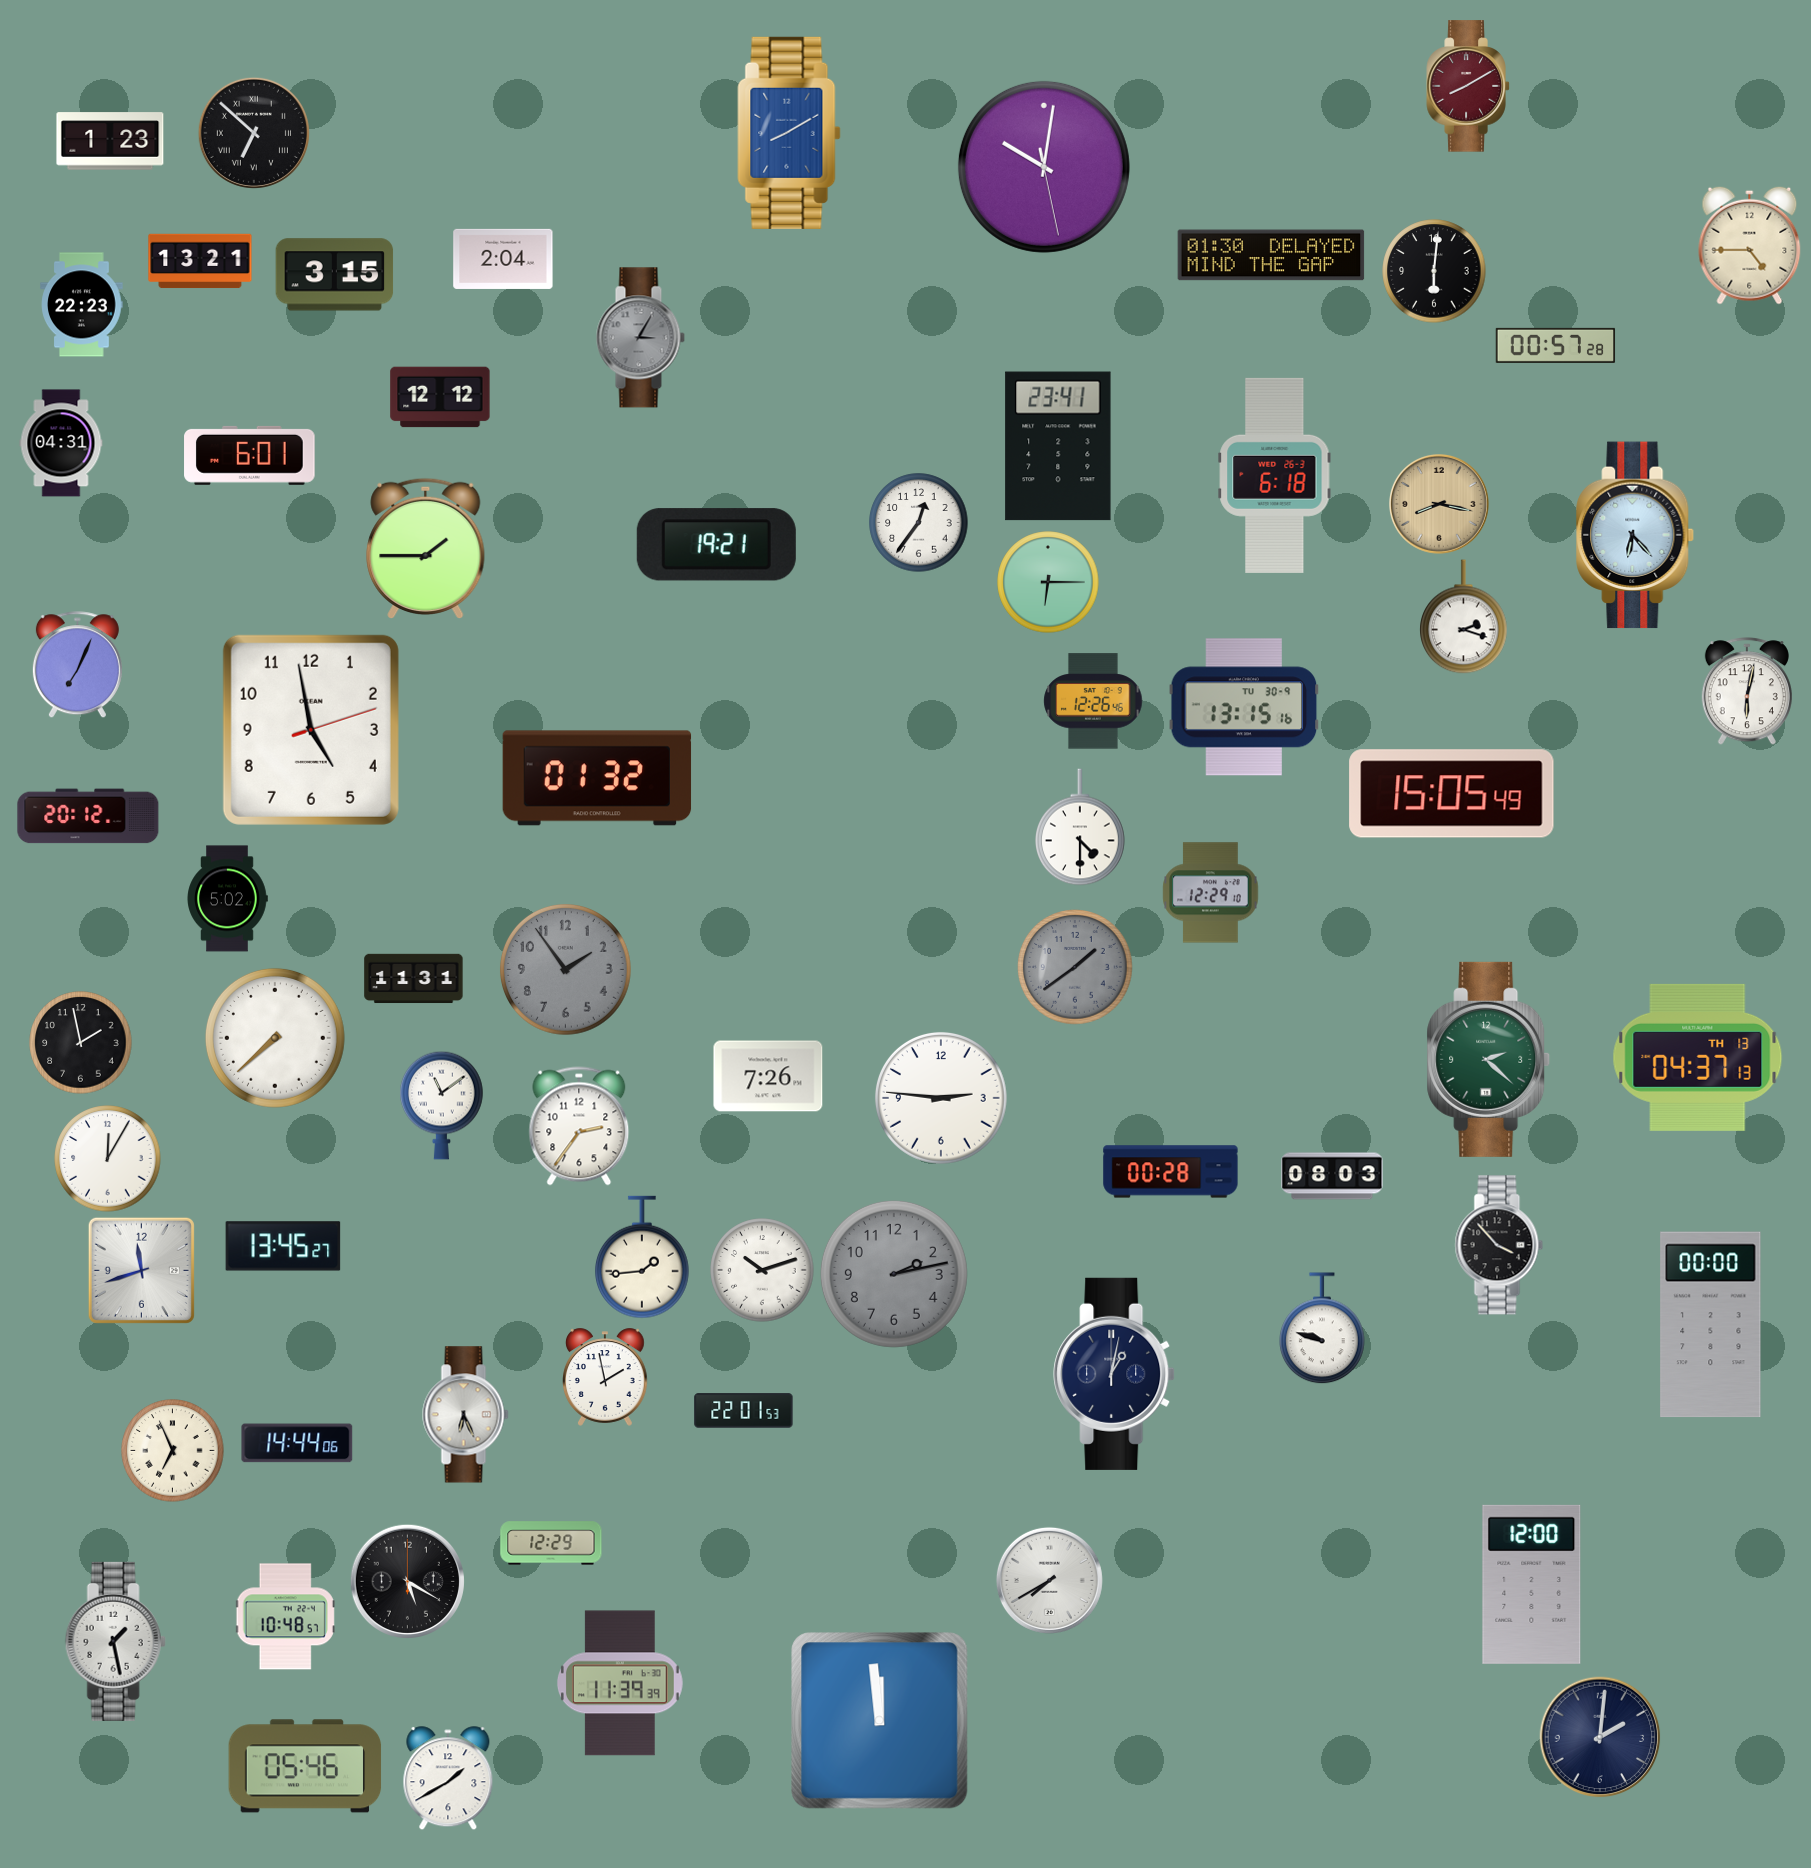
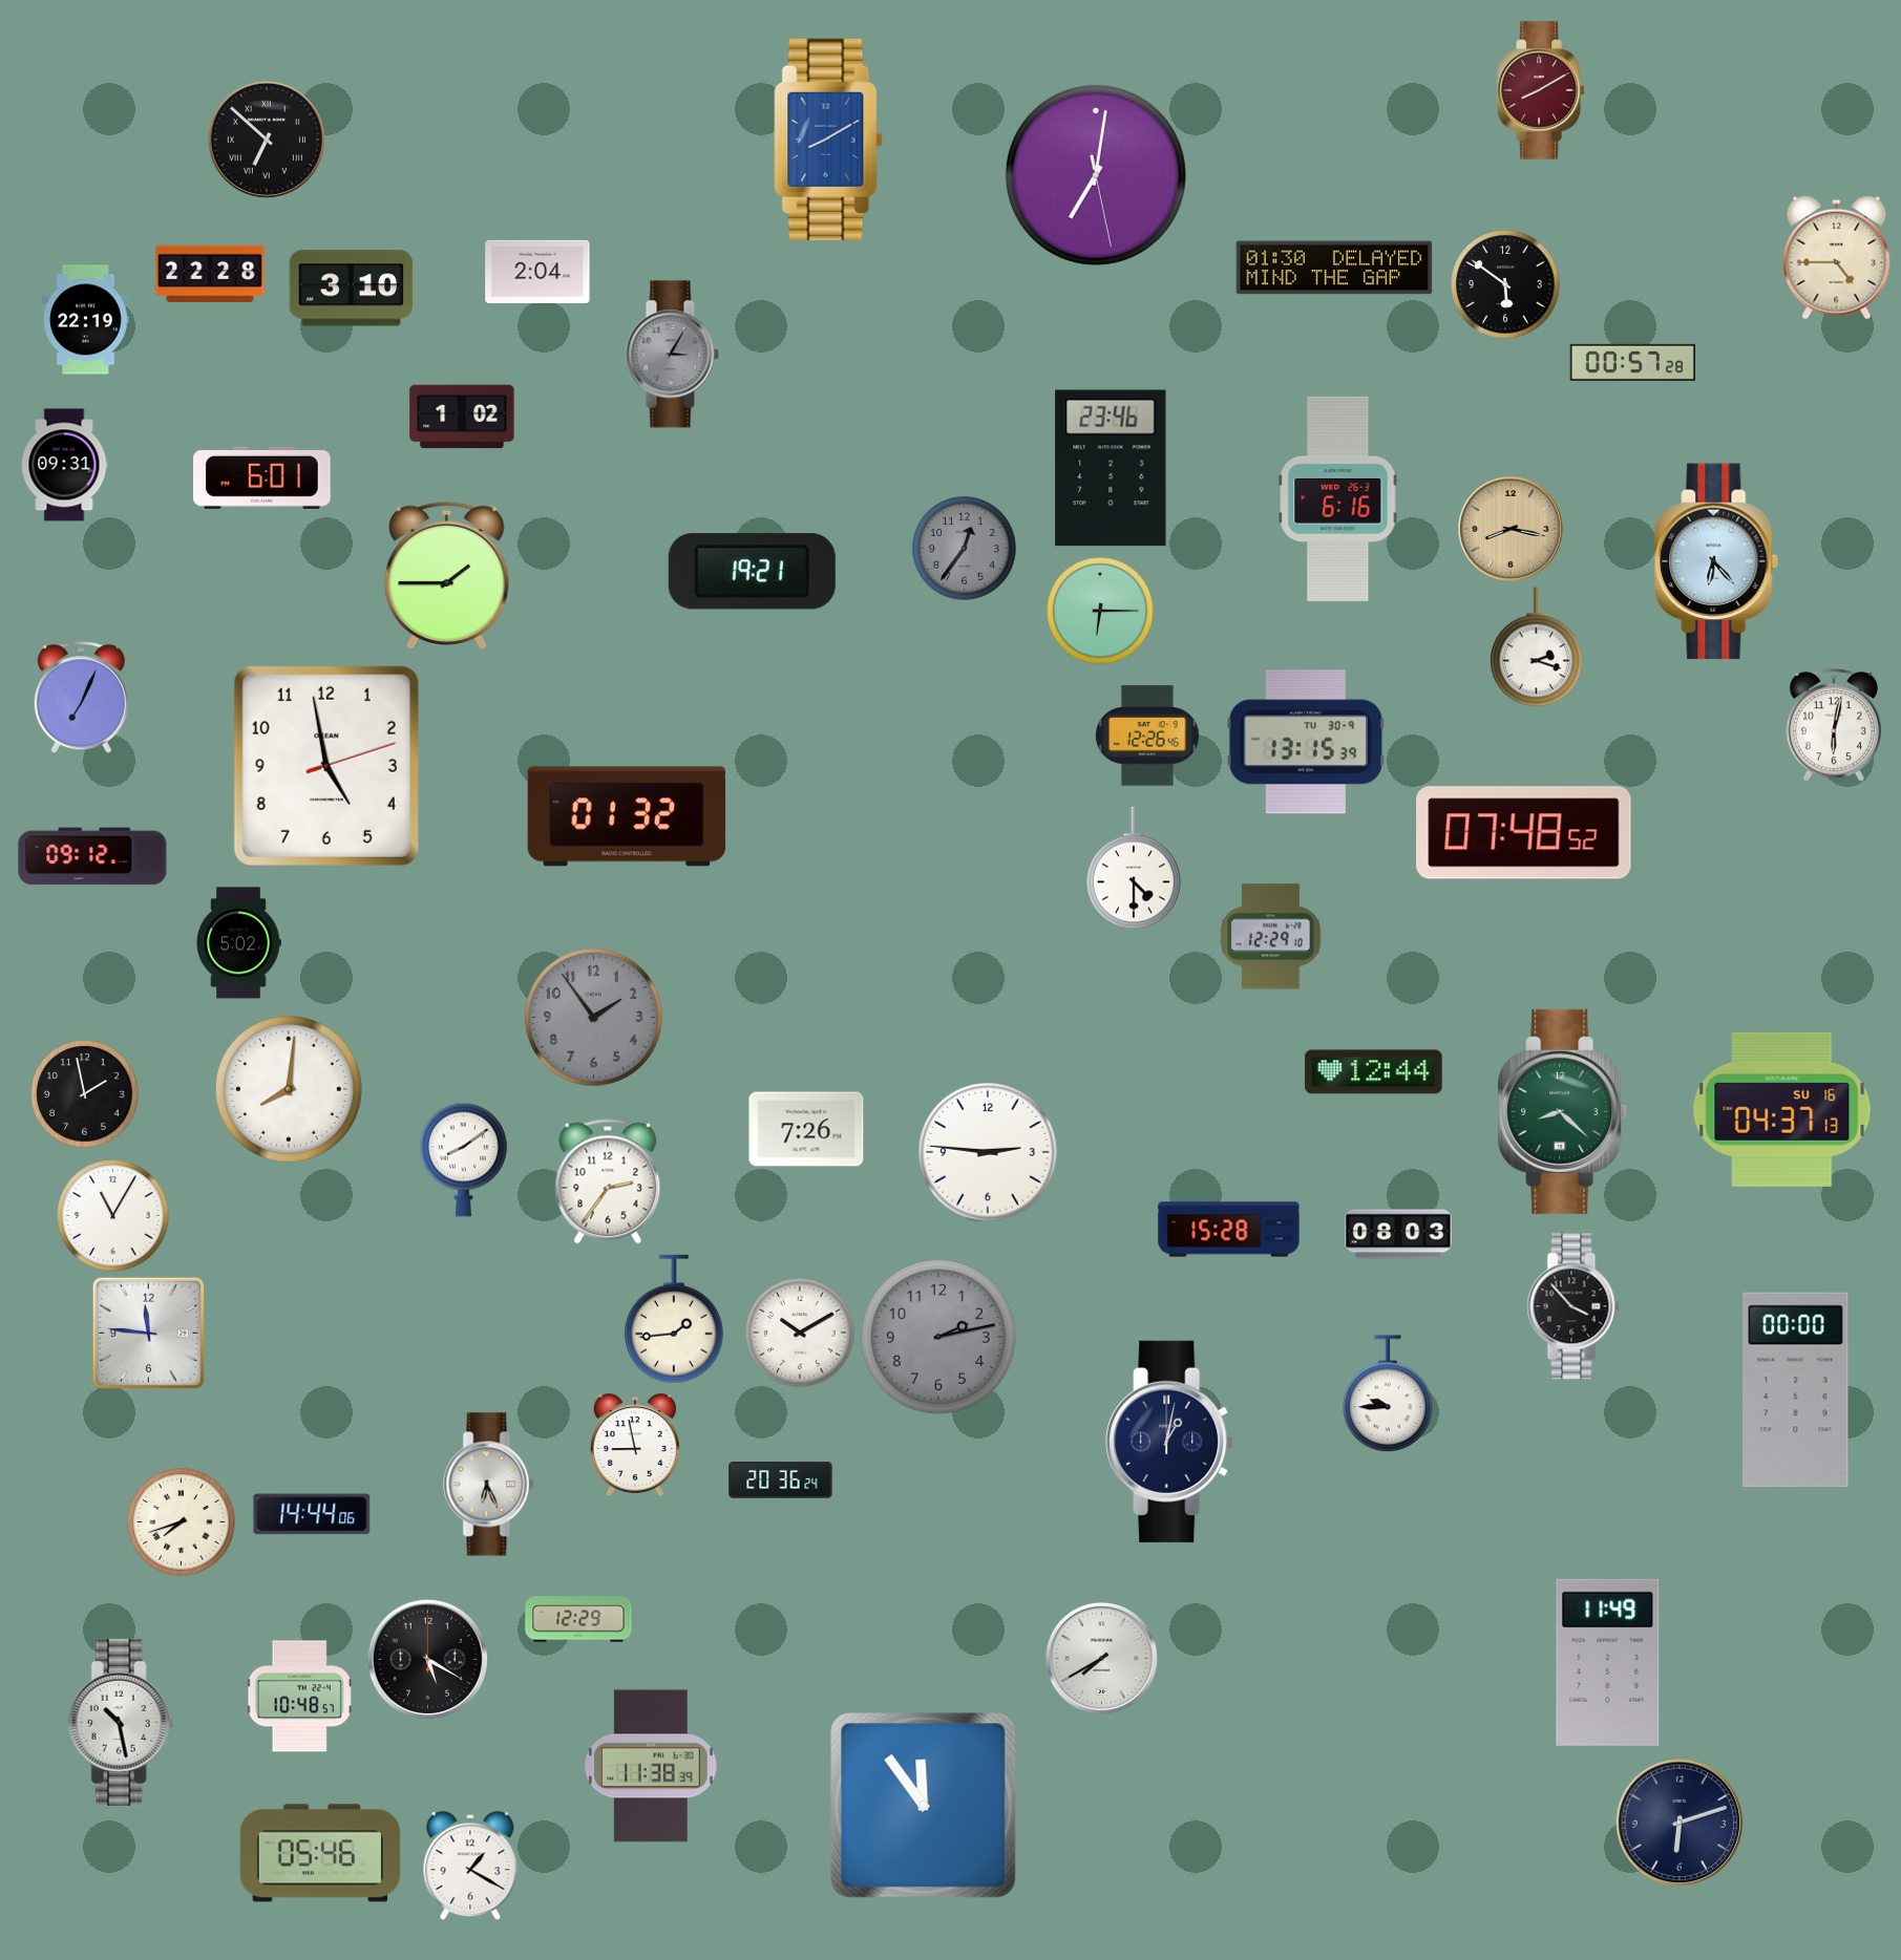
clock at (110, 141): 1:23 -> none
clock at (1044, 167): 10:01 -> 7:01
clock at (503, 259) position: (503, 259) -> (537, 272)
clock at (200, 261): 13:21 -> 22:28
clock at (1434, 271): 6:01 -> 5:51
clock at (335, 275): 3:15 -> 3:10
clock at (82, 305): 22:23 -> 22:19
clock at (440, 397): 12:12 -> 1:02
clock at (61, 443): 04:31 -> 09:31
clock at (1058, 446): 23:41 -> 23:46
clock at (1275, 475): 6:18 -> 6:16
clock at (919, 523) dial: white -> grey
clock at (1244, 707): 13:15:16 -> 13:15:39
clock at (1452, 794): 15:05 -> 07:48
clock at (88, 816): 20:12 -> 09:12
clock at (1075, 967): 1:39 -> none
clock at (414, 979): 11:31 -> none
clock at (1374, 1072): none -> 12:44
clock at (275, 1038): 7:38 -> 8:01
clock at (1698, 1057) date: TH 13 -> SU 16
clock at (1489, 1059): 2:22 -> 8:22
clock at (442, 1105): 11:09 -> 8:09
clock at (108, 1159): 12:05 -> 11:05
clock at (1171, 1172): 00:28 -> 15:28
clock at (283, 1246): 13:45 -> none
clock at (141, 1270): 11:42 -> 11:46
clock at (762, 1270): 10:12 -> 10:10
clock at (1322, 1329): 9:48 -> 9:45
clock at (606, 1377): 1:58 -> 8:58
clock at (744, 1411): 22:01 -> 20:36
clock at (173, 1451): 6:56 -> 7:42
clock at (1532, 1584): 12:00 -> 11:49
clock at (115, 1641): 1:28 -> 10:28
clock at (620, 1683): 11:39 -> 11:38
clock at (880, 1721): 11:59 -> 11:54
clock at (1600, 1737): 2:01 -> 6:12
clock at (448, 1779): 1:40 -> 1:20
